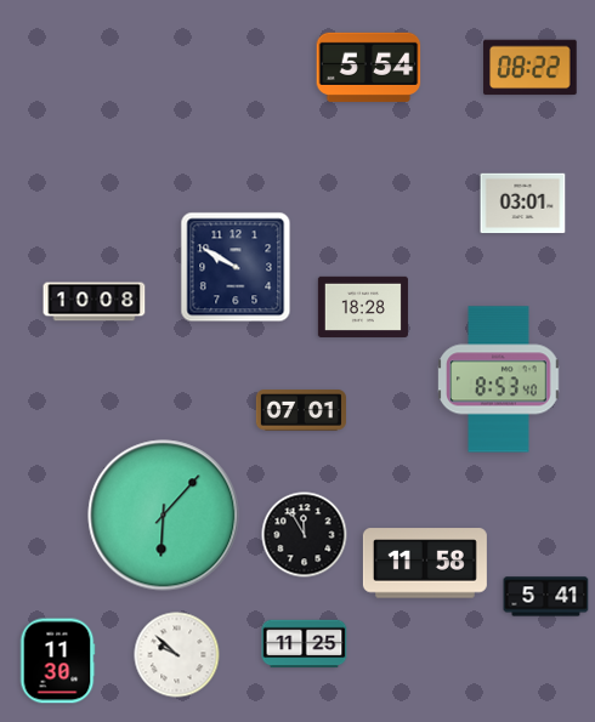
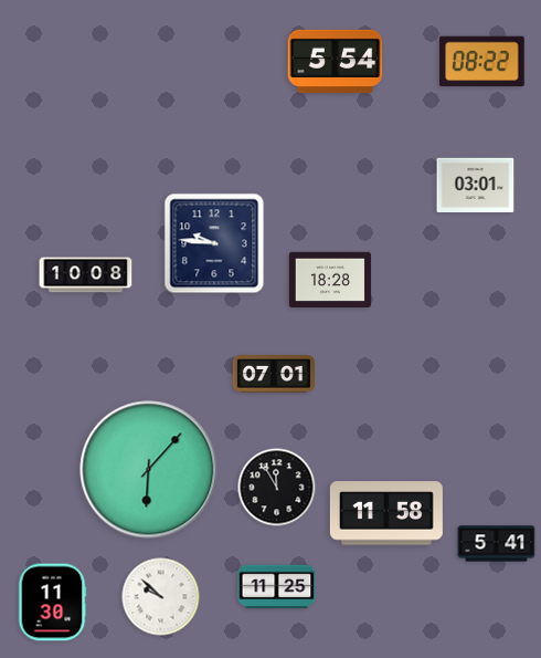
clock at (236, 267): 9:50 -> 9:46
clock at (499, 380): 8:53 -> none
